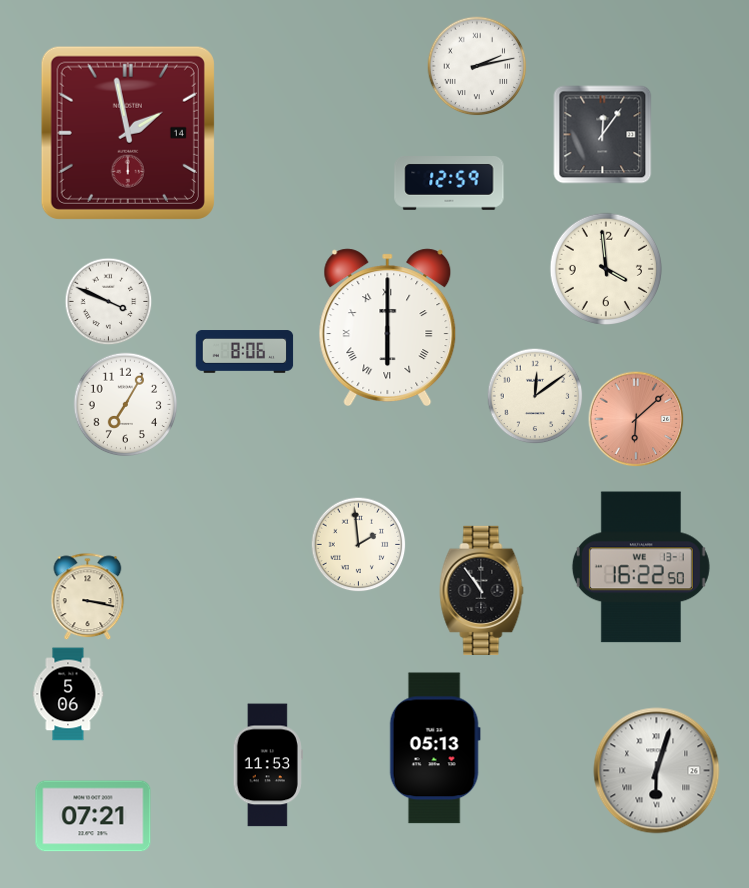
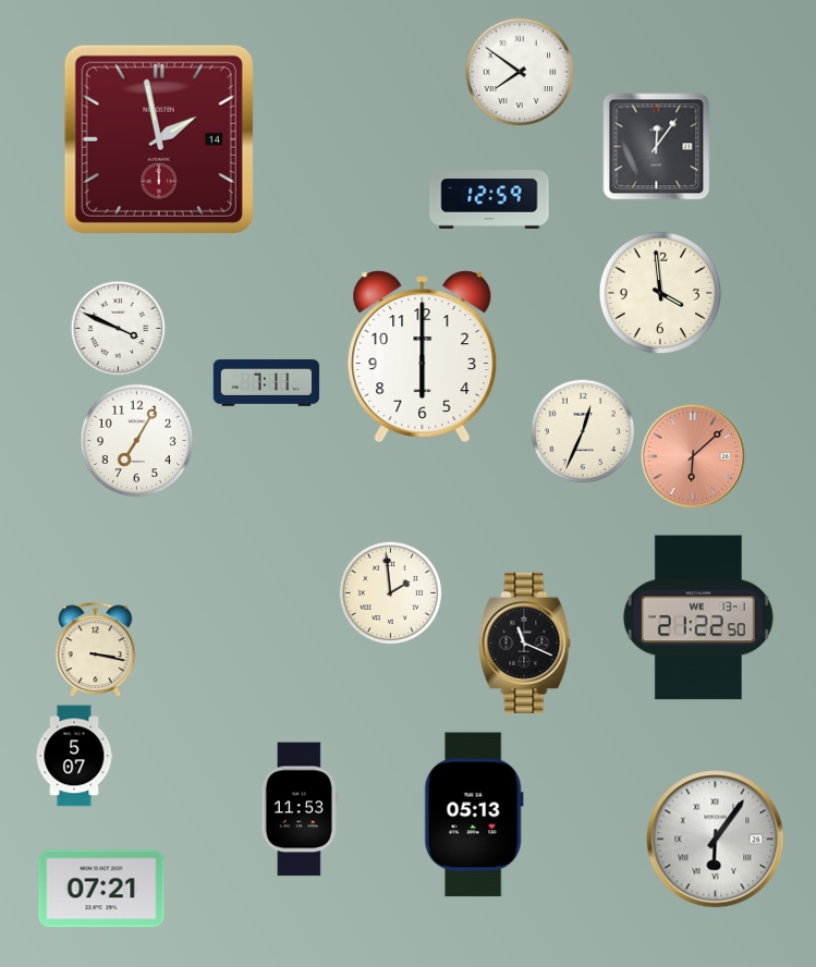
clock at (477, 66): 2:13 -> 7:51
clock at (128, 133) position: (128, 133) -> (159, 139)
clock at (388, 327) numerals: Roman -> Arabic
clock at (245, 352): 8:06 -> 7:11
clock at (535, 396): 12:09 -> 12:34
clock at (641, 567): 16:22 -> 21:22
clock at (482, 590): 10:54 -> 11:19
clock at (68, 694): 5:06 -> 5:07
clock at (268, 765) position: (268, 765) -> (300, 809)
clock at (657, 771): 6:03 -> 6:06
